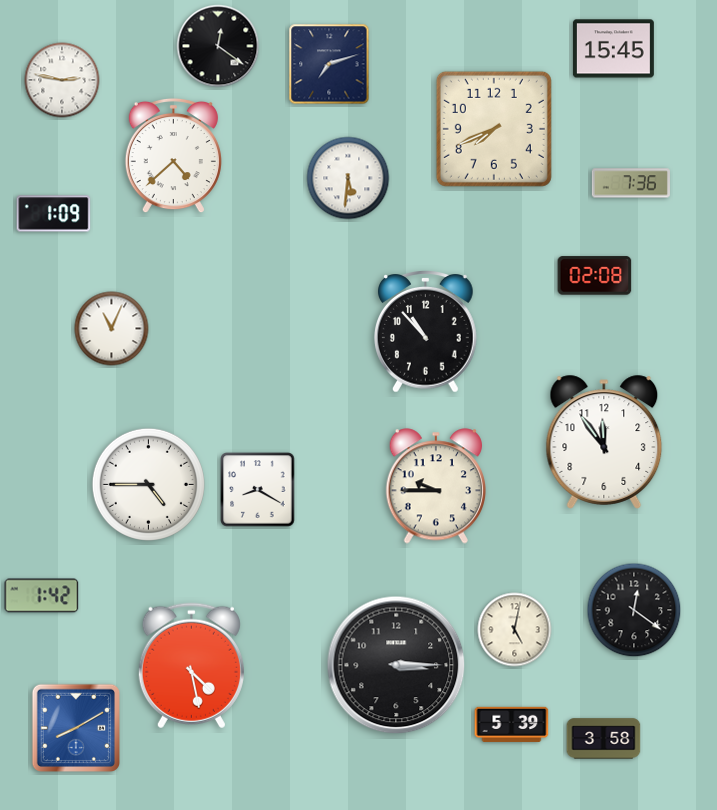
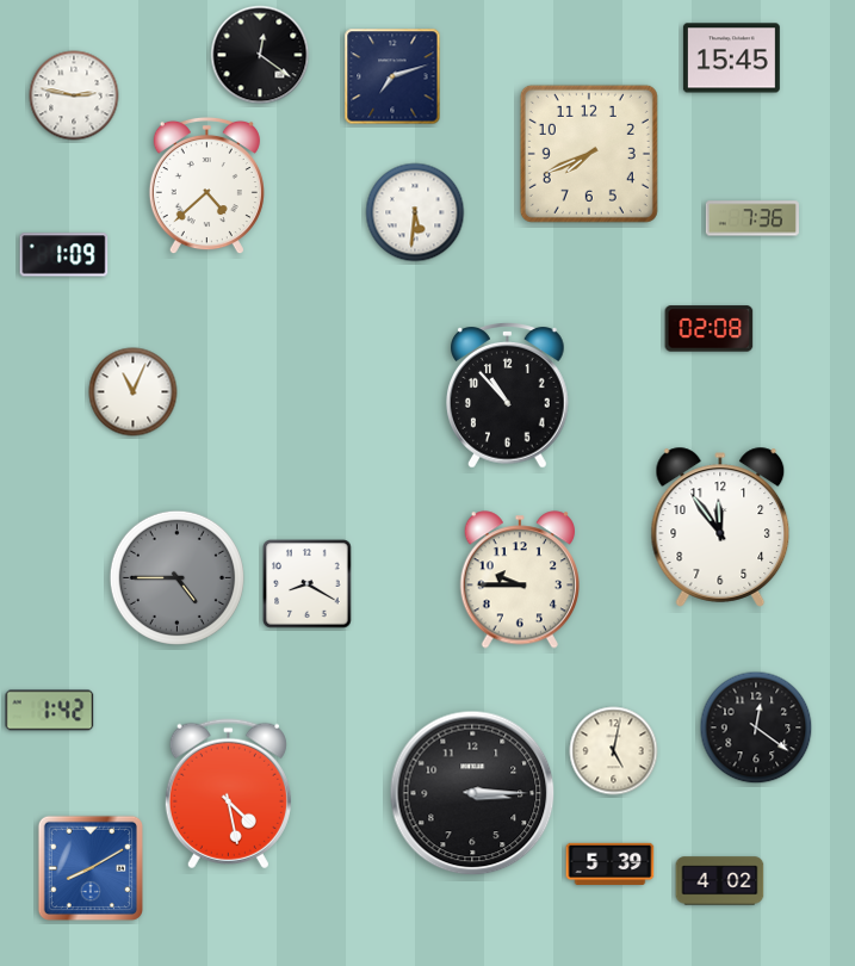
clock at (148, 484) dial: white -> grey
clock at (604, 739): 3:58 -> 4:02
